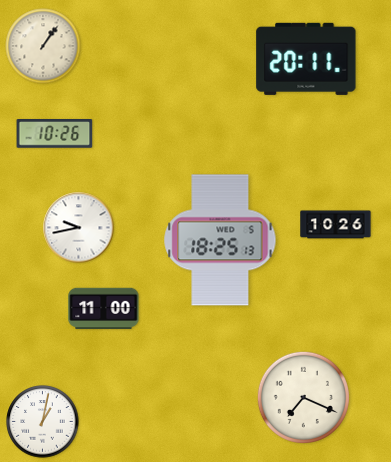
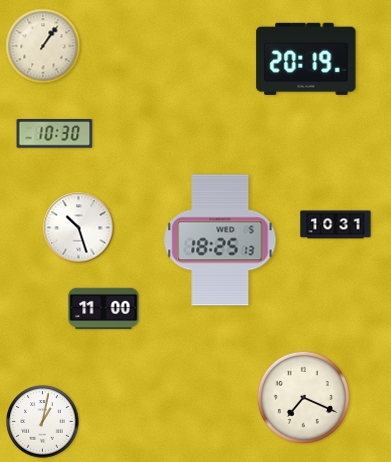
clock at (306, 59): 20:11 -> 20:19
clock at (55, 134): 10:26 -> 10:30
clock at (336, 225): 10:26 -> 10:31
clock at (79, 228): 9:43 -> 10:27
